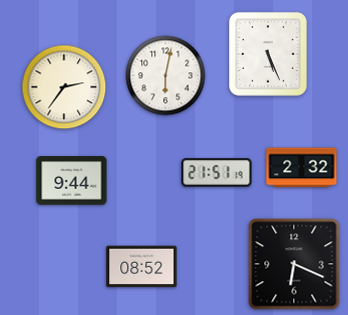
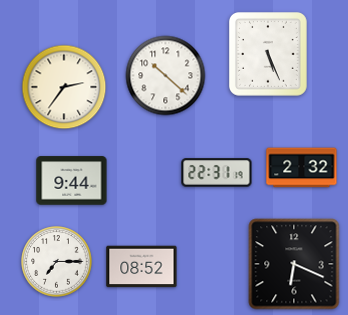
clock at (166, 76): 6:02 -> 10:22
clock at (217, 173): 21:51 -> 22:31
clock at (57, 262): none -> 7:15
